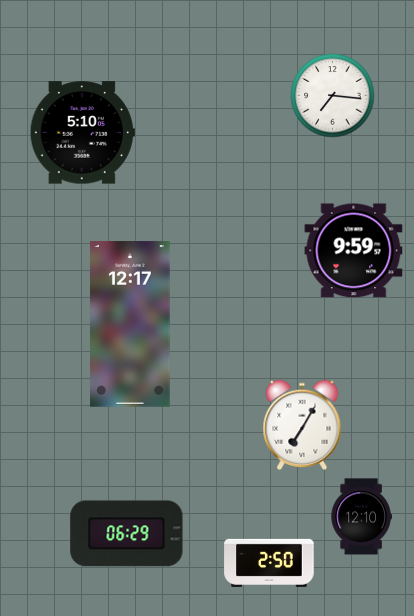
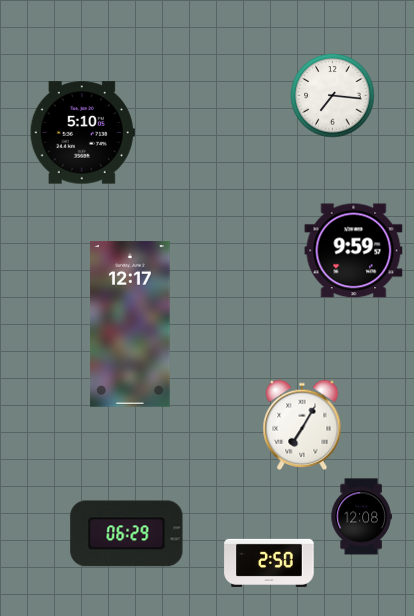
clock at (361, 517): 12:10 -> 12:08
